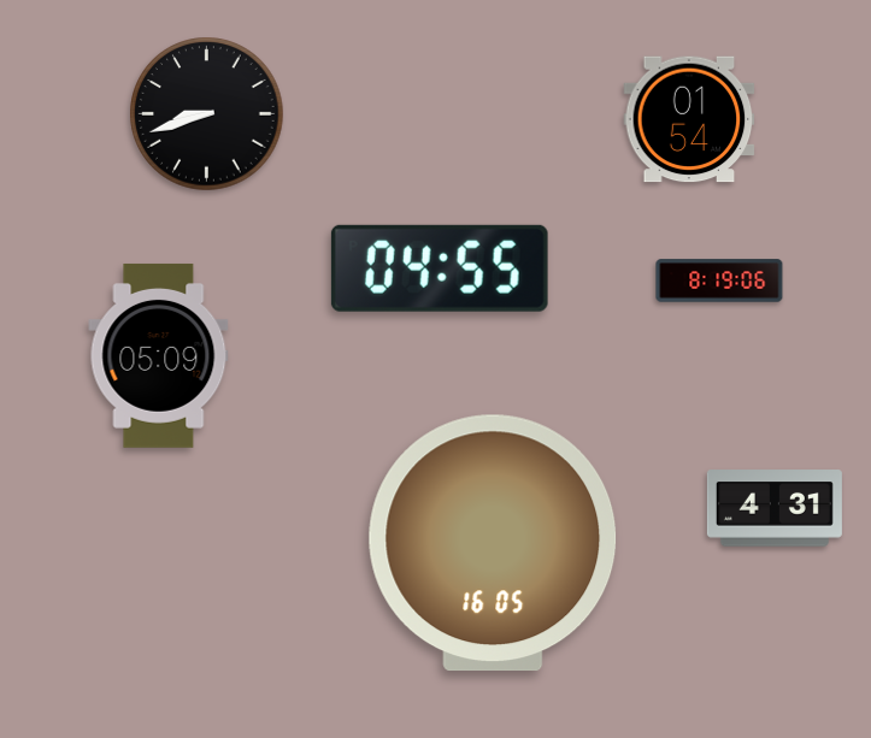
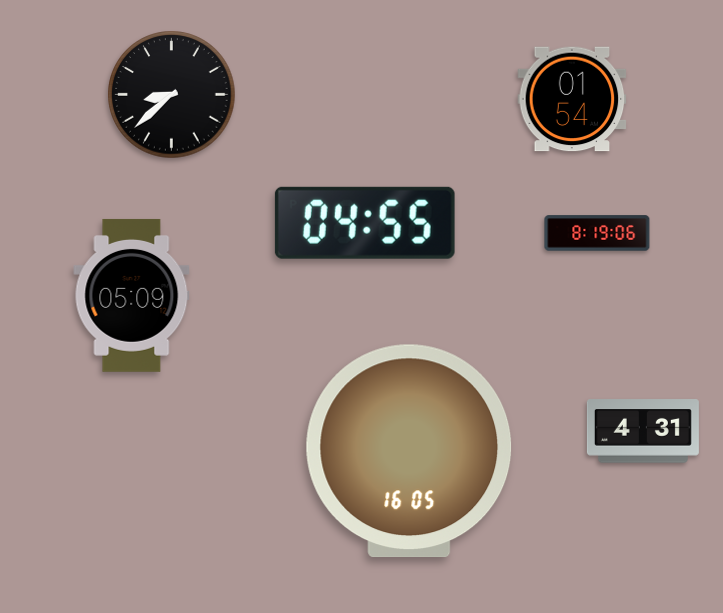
clock at (207, 114): 8:42 -> 8:38
clock at (775, 508) position: (775, 508) -> (643, 431)
